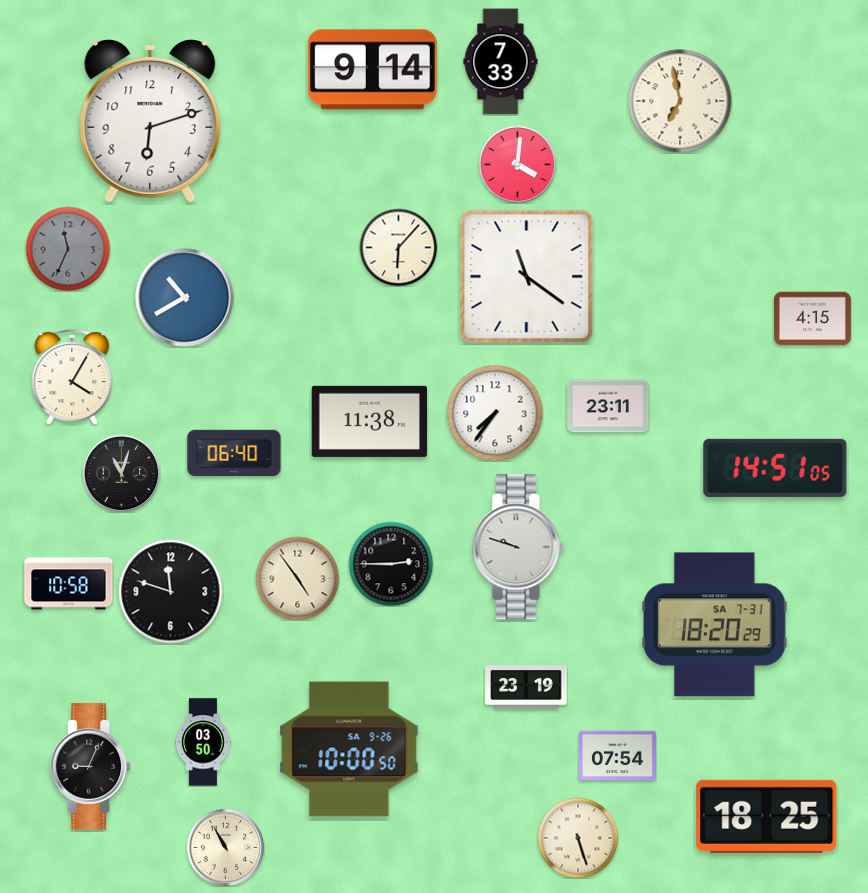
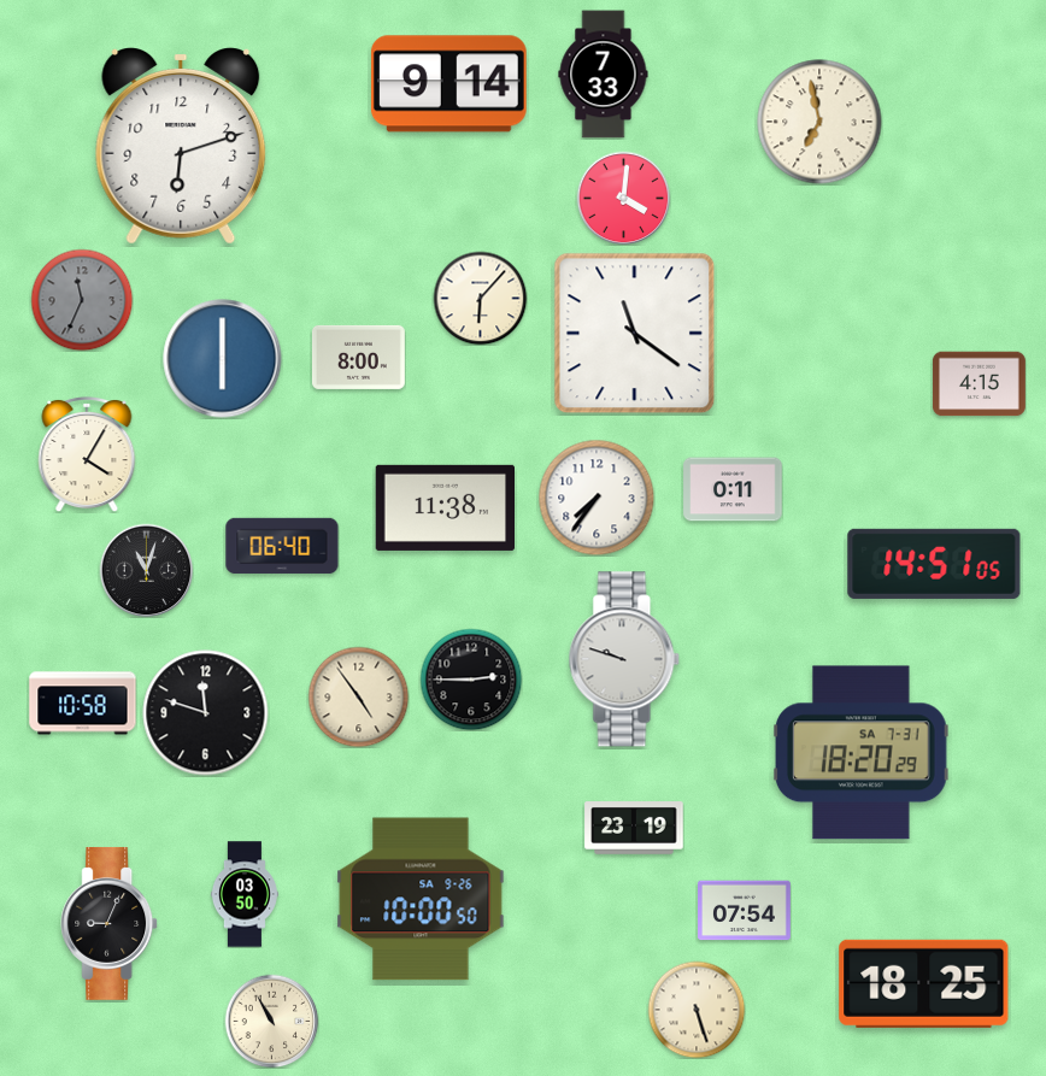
clock at (358, 357): none -> 8:00
clock at (185, 298): 10:40 -> 6:00
clock at (608, 406): 23:11 -> 0:11
clock at (349, 749) position: (349, 749) -> (421, 899)
